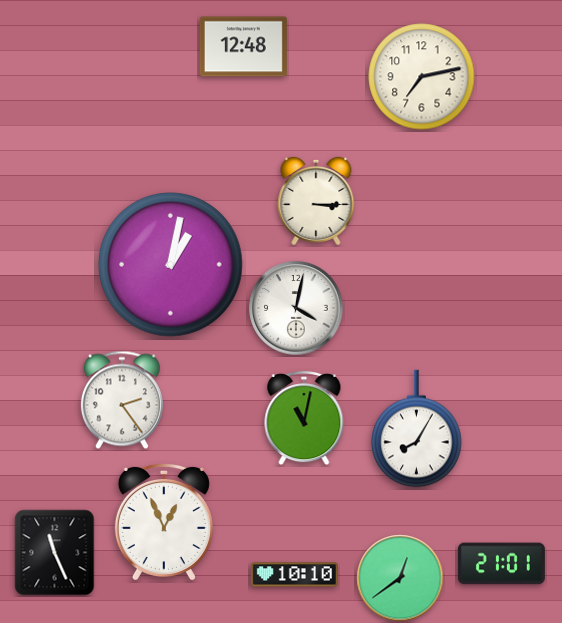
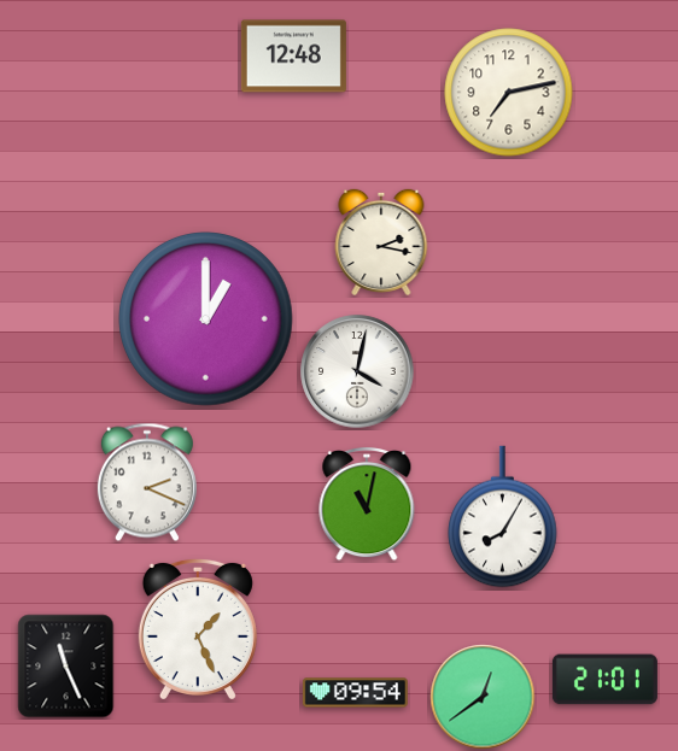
clock at (316, 201): 3:15 -> 2:17
clock at (171, 265): 1:02 -> 1:00
clock at (122, 400): 2:24 -> 2:19
clock at (164, 521): 12:56 -> 1:26
clock at (294, 575): 10:10 -> 09:54
